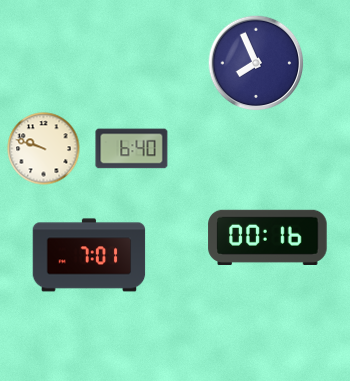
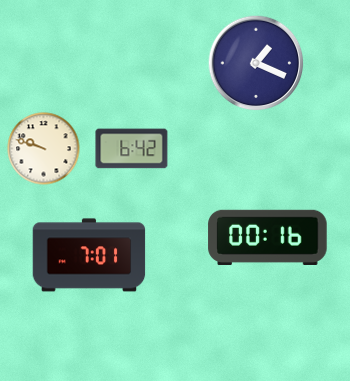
clock at (256, 63): 7:56 -> 1:19
clock at (132, 149): 6:40 -> 6:42
